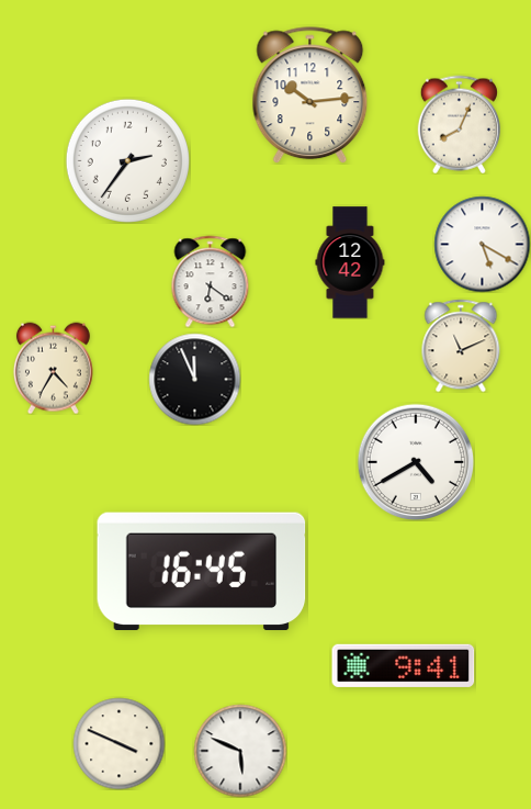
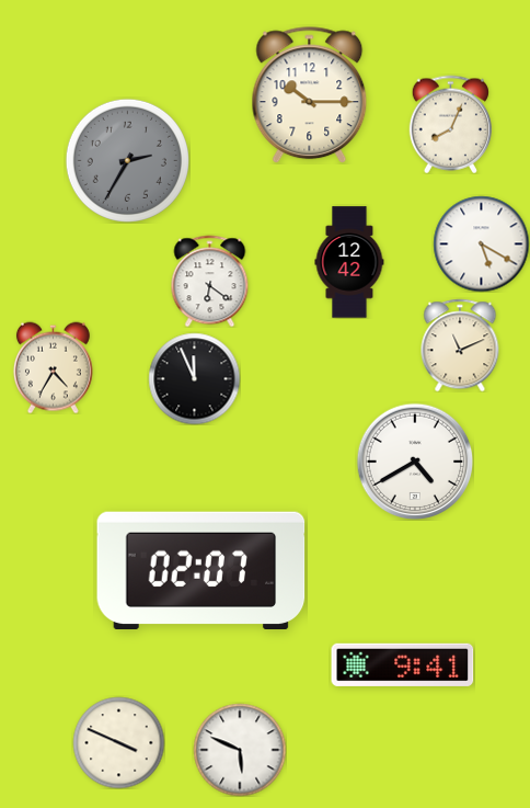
clock at (310, 95): 10:14 -> 10:15
clock at (459, 124) position: (459, 124) -> (450, 124)
clock at (127, 160): 2:36 -> 2:35
clock at (127, 160) dial: white -> grey
clock at (202, 571): 16:45 -> 02:07
